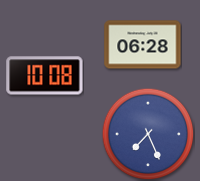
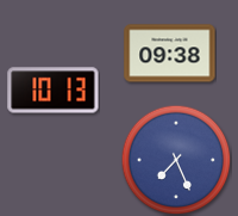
clock at (143, 45): 06:28 -> 09:38
clock at (45, 76): 10:08 -> 10:13
